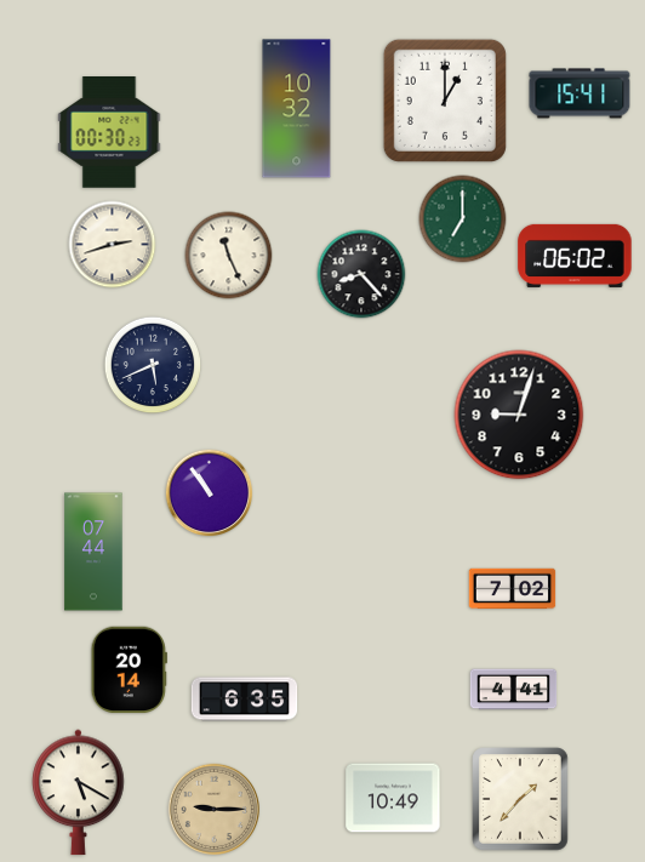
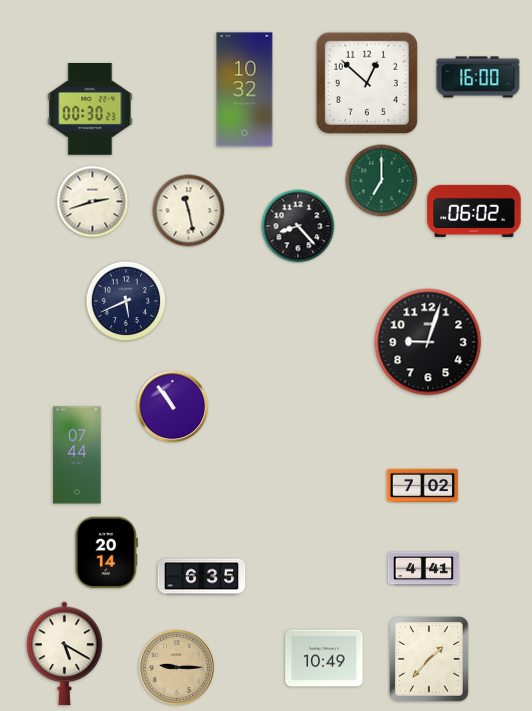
clock at (580, 93): 15:41 -> 16:00
clock at (445, 101): 1:00 -> 12:52
clock at (229, 256): 11:26 -> 11:28
